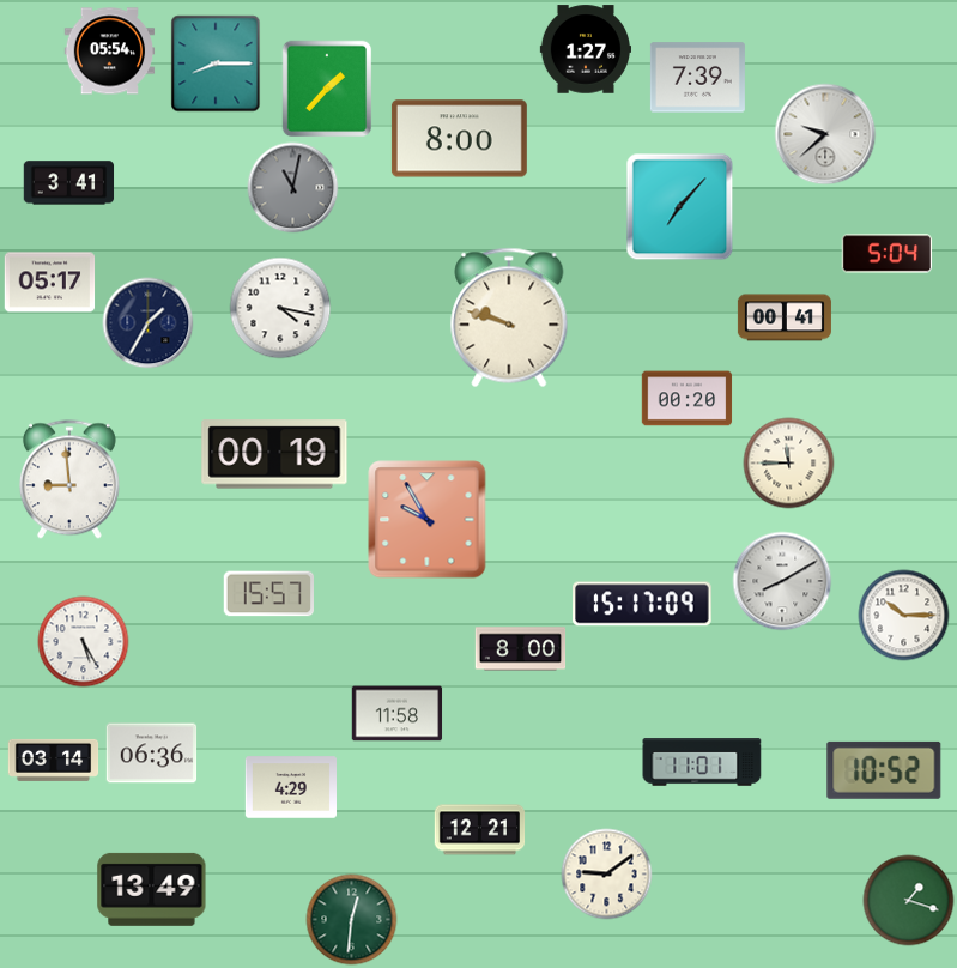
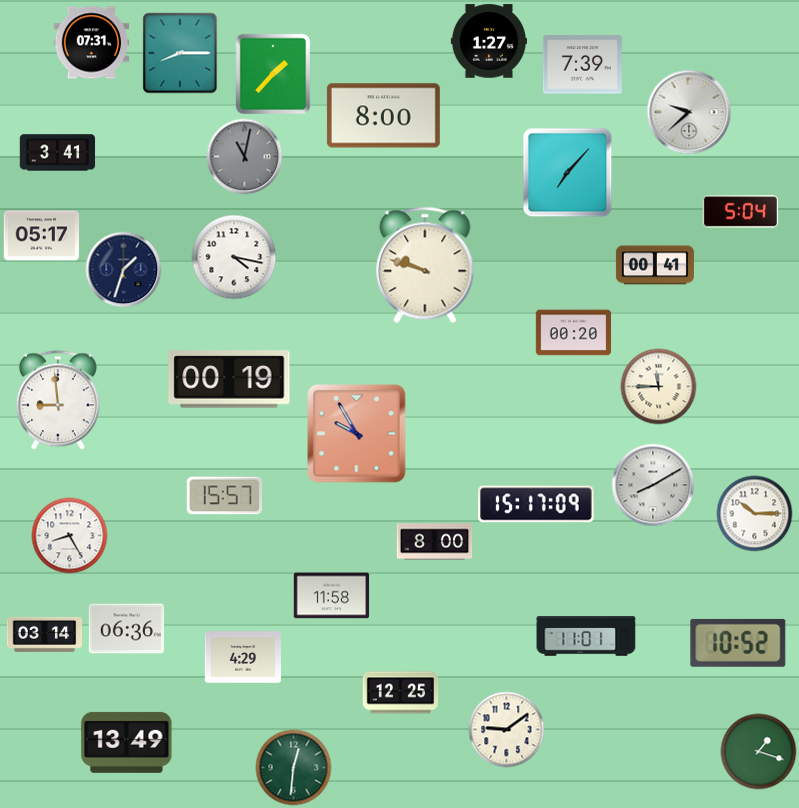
clock at (110, 52): 05:54 -> 07:31
clock at (149, 323): 1:35 -> 1:33
clock at (84, 642): 5:25 -> 8:25
clock at (480, 830): 12:21 -> 12:25
